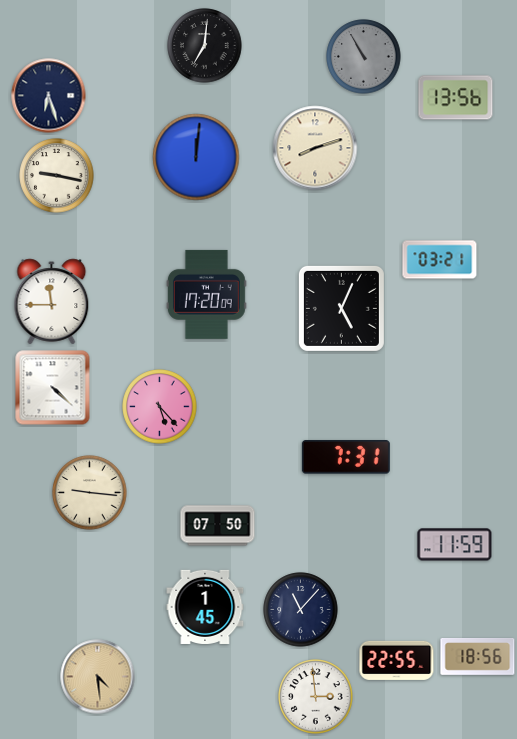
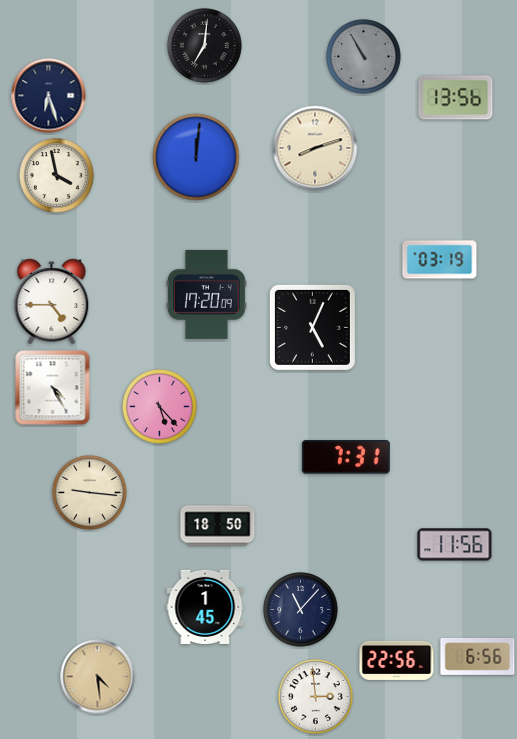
clock at (57, 176): 9:17 -> 3:58
clock at (440, 260): 03:21 -> 03:19
clock at (52, 302): 11:45 -> 4:45
clock at (341, 308) position: (341, 308) -> (312, 327)
clock at (53, 388): 4:22 -> 4:25
clock at (218, 526): 07:50 -> 18:50
clock at (455, 545): 11:59 -> 11:56
clock at (478, 657): 18:56 -> 6:56
clock at (397, 660): 22:55 -> 22:56
